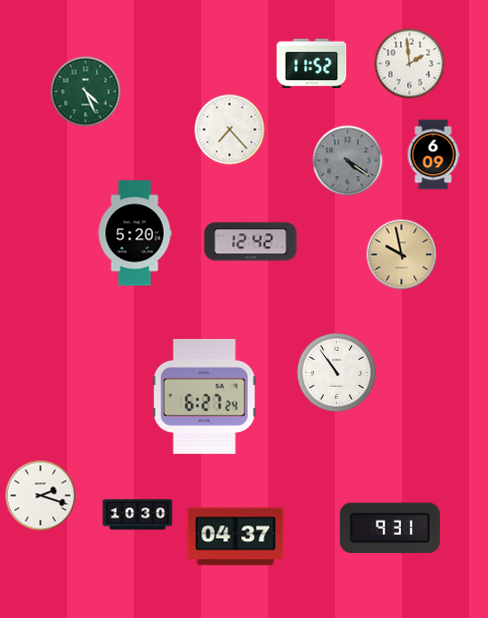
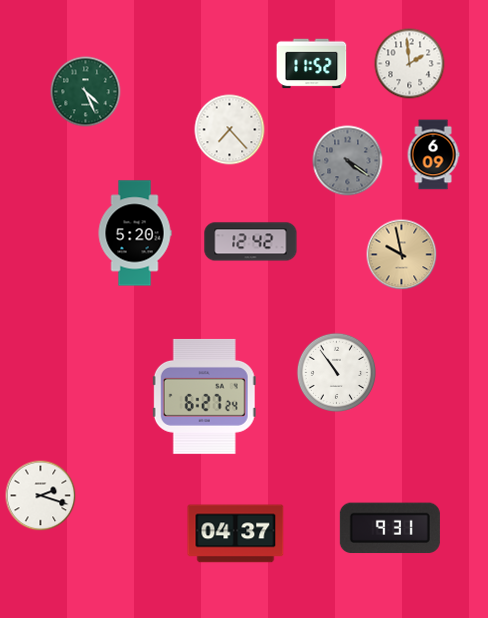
clock at (138, 515): 10:30 -> none
clock at (236, 537) position: (236, 537) -> (236, 534)
